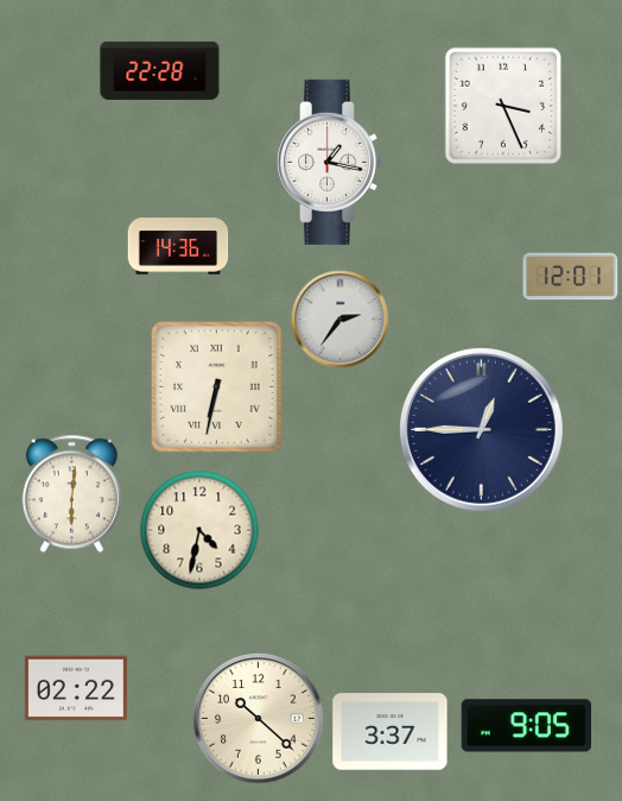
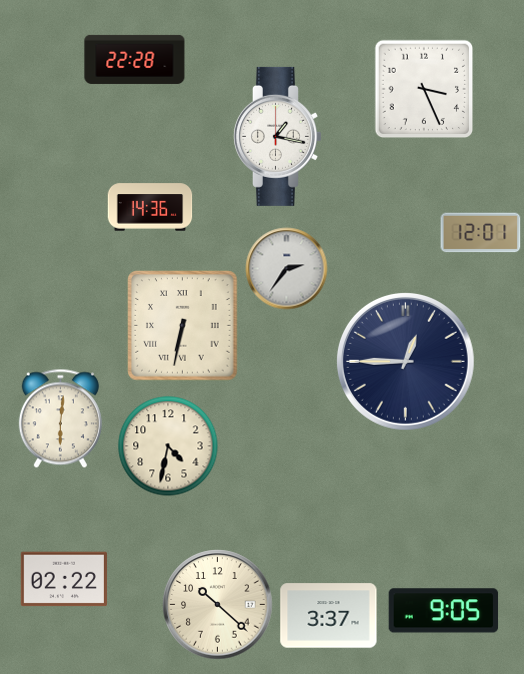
clock at (71, 494) position: (71, 494) -> (60, 419)
